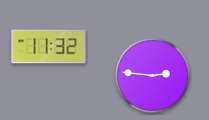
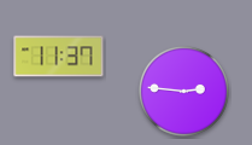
clock at (49, 47): 11:32 -> 11:37
